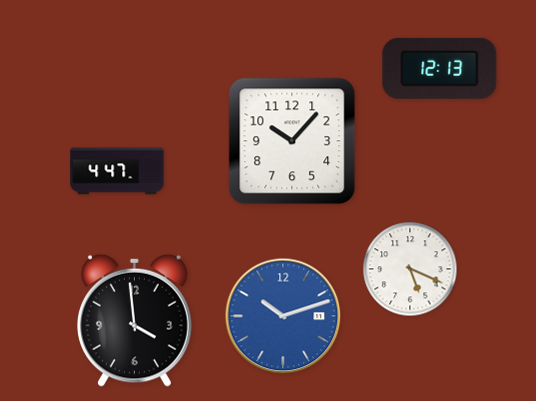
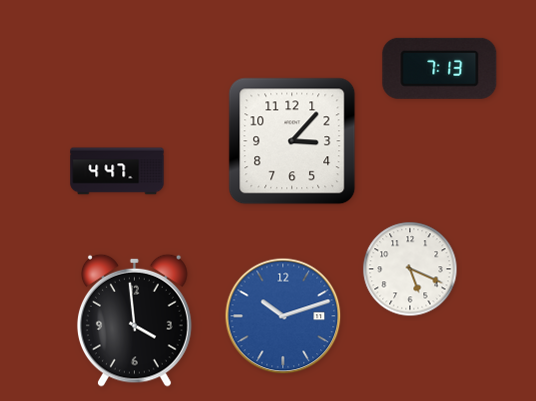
clock at (440, 68): 12:13 -> 7:13
clock at (292, 141): 10:07 -> 3:07
